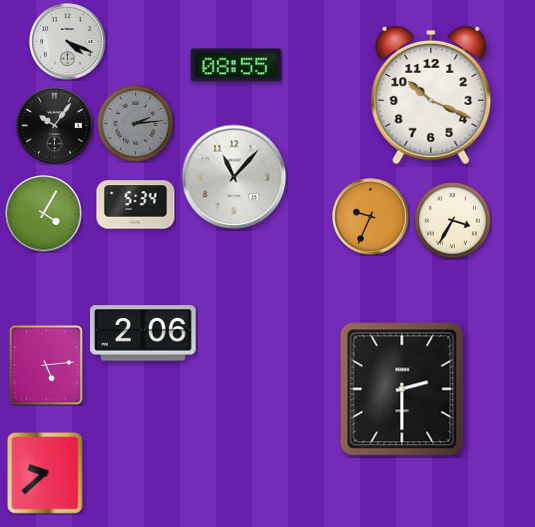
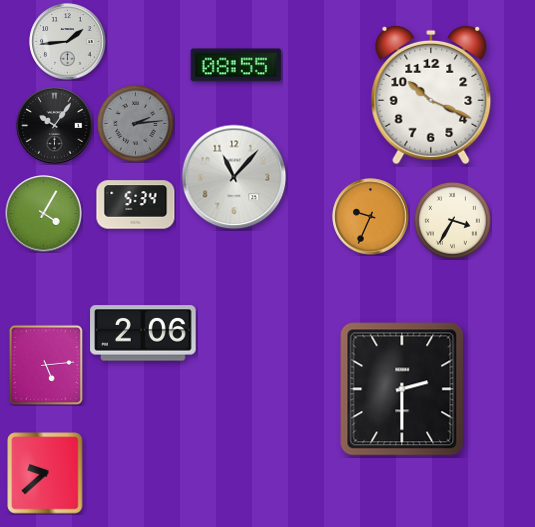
clock at (68, 42): 4:19 -> 1:44
